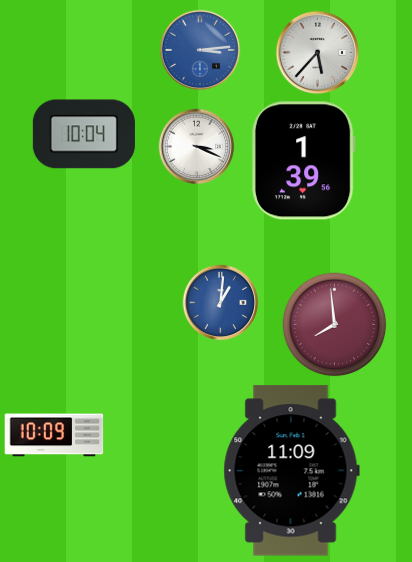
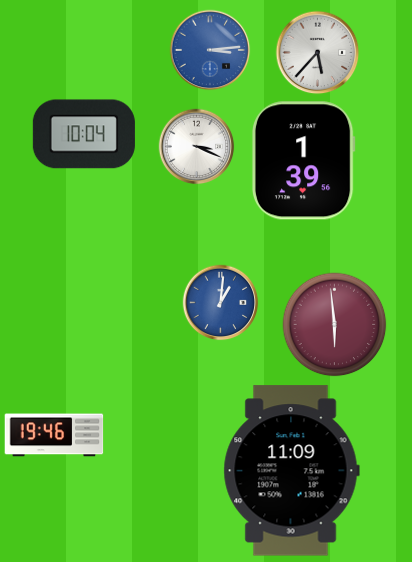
clock at (200, 50) position: (200, 50) -> (210, 50)
clock at (335, 325): 7:59 -> 5:59
clock at (54, 435): 10:09 -> 19:46
